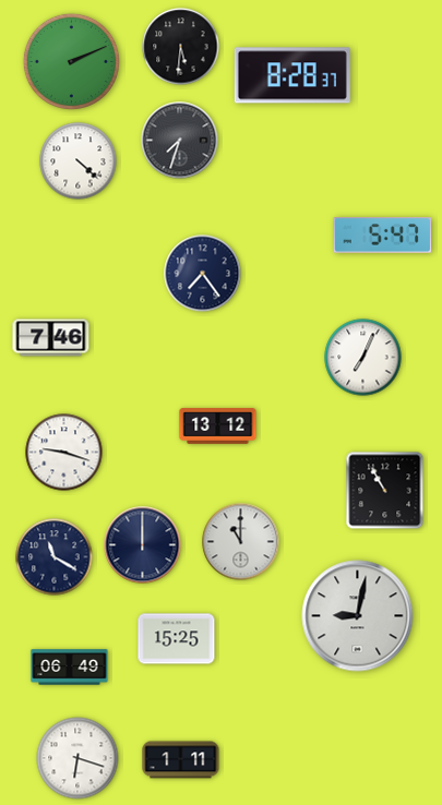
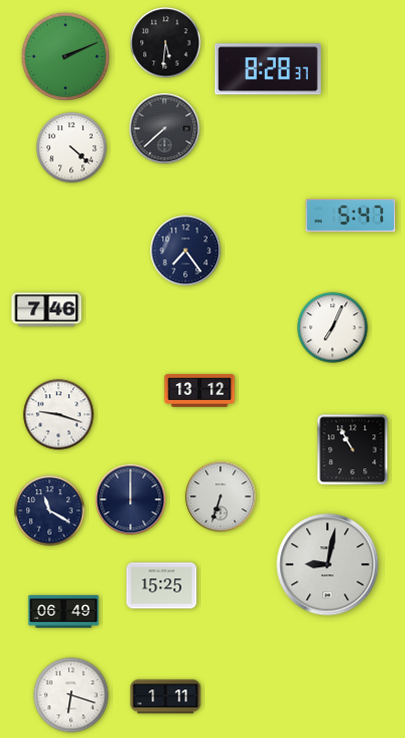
clock at (180, 141): 7:33 -> 7:38
clock at (241, 542): 11:00 -> 6:33
